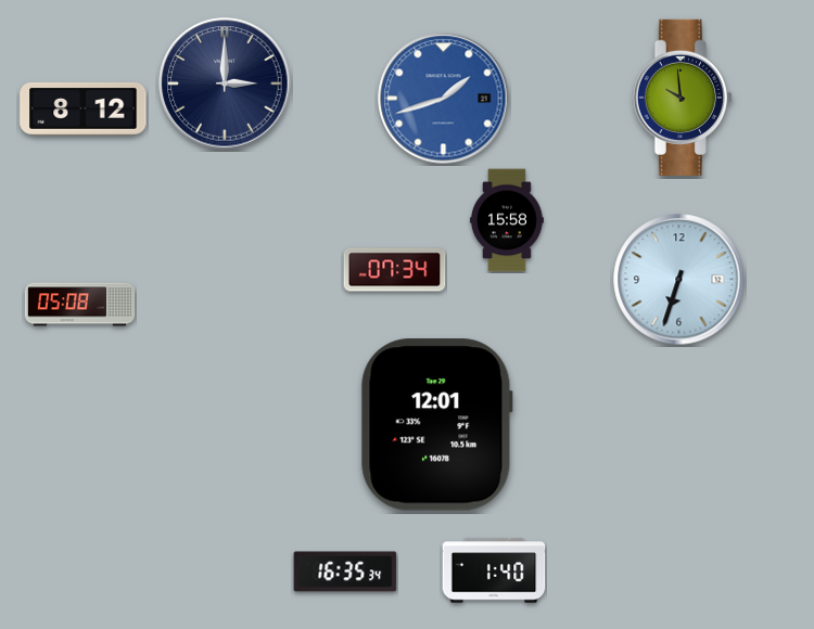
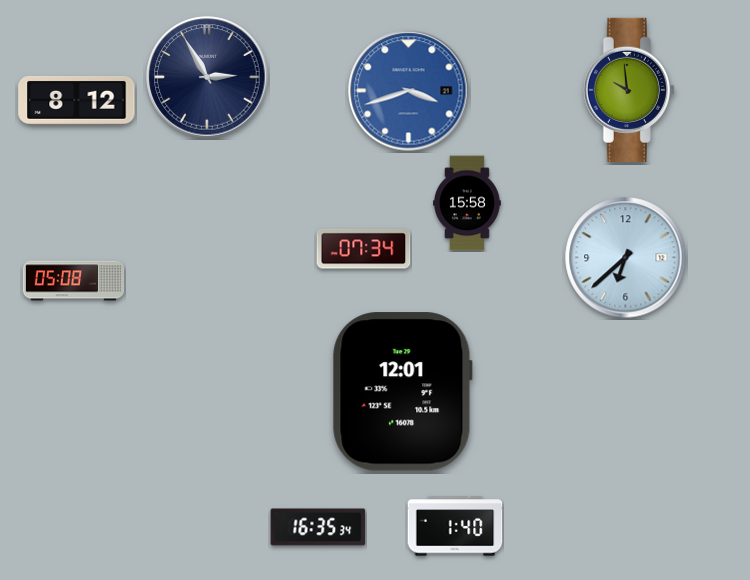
clock at (225, 84): 3:00 -> 2:55
clock at (444, 99): 1:42 -> 3:42
clock at (679, 280): 6:33 -> 6:38
